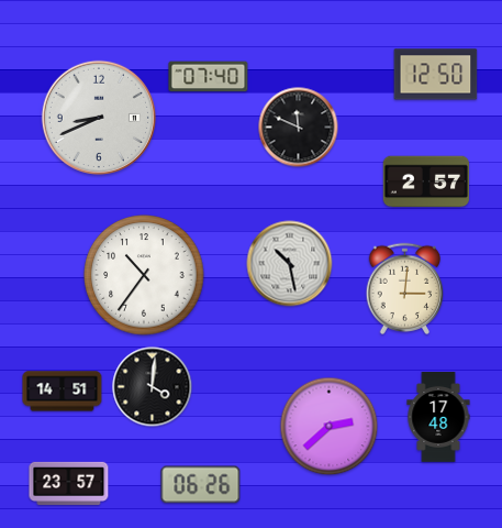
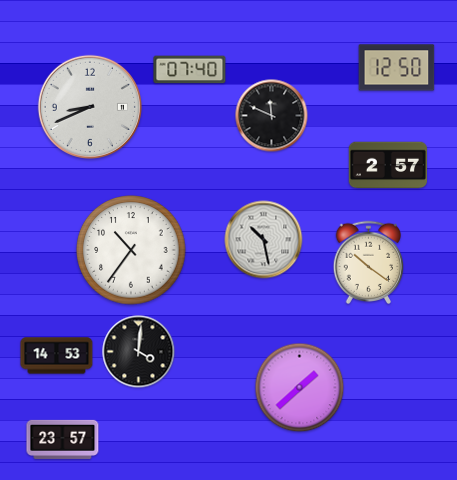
clock at (405, 288): 3:01 -> 10:21
clock at (63, 392): 14:51 -> 14:53
clock at (438, 417): 17:48 -> none
clock at (330, 427): 2:38 -> 1:38
clock at (201, 485): 06:26 -> none
